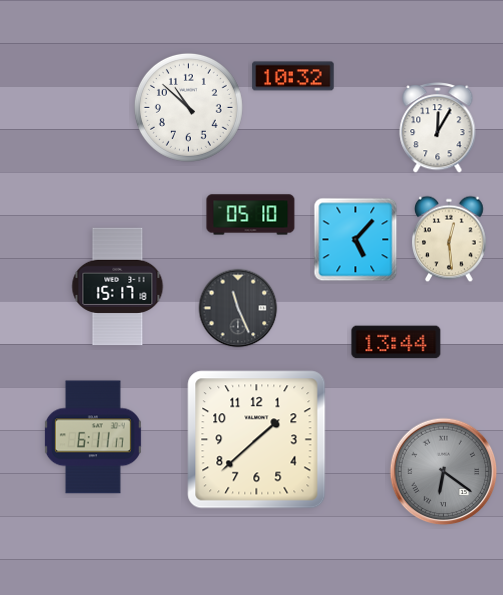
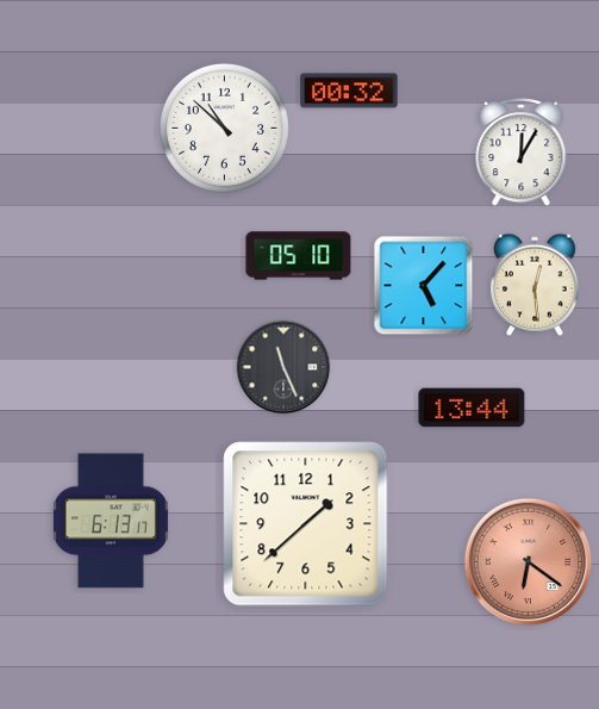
clock at (293, 76): 10:32 -> 00:32
clock at (118, 287): 15:17 -> none
clock at (93, 437): 6:11 -> 6:13
clock at (444, 472) dial: grey -> salmon
